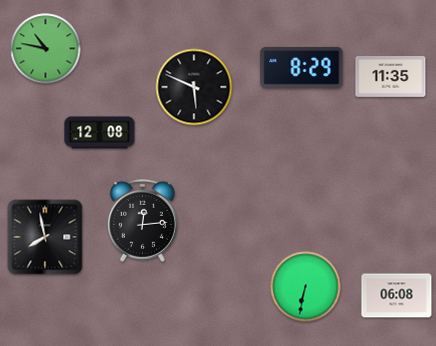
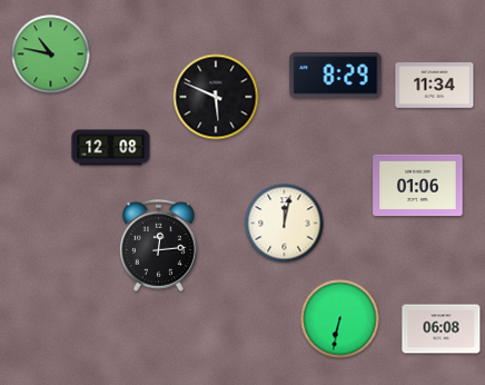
clock at (391, 77): 11:35 -> 11:34
clock at (418, 186): none -> 01:06
clock at (285, 224): none -> 12:02
clock at (45, 237): 7:58 -> none
